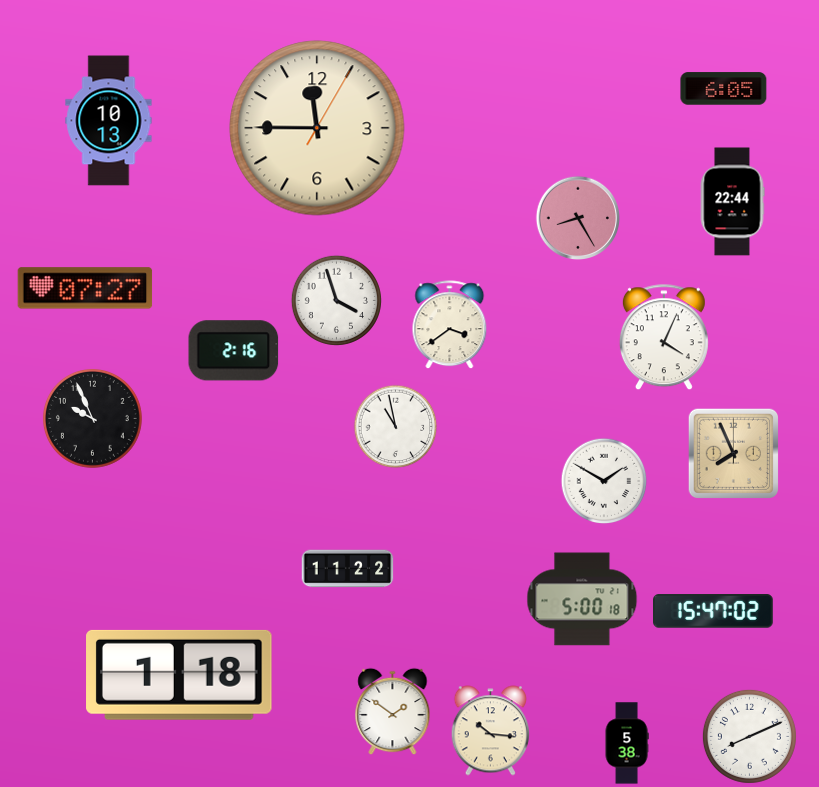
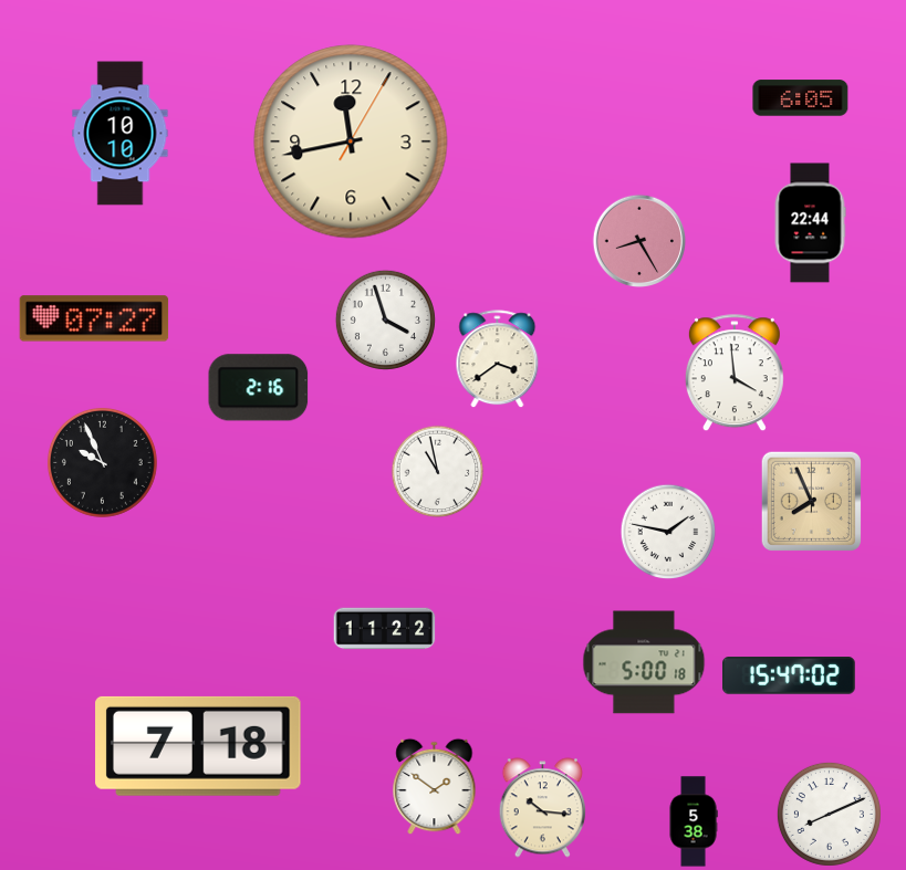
clock at (109, 121): 10:13 -> 10:10
clock at (317, 128): 11:45 -> 11:43
clock at (336, 300) position: (336, 300) -> (385, 319)
clock at (664, 338): 4:04 -> 3:59
clock at (604, 481): 1:50 -> 1:47
clock at (179, 675): 1:18 -> 7:18
